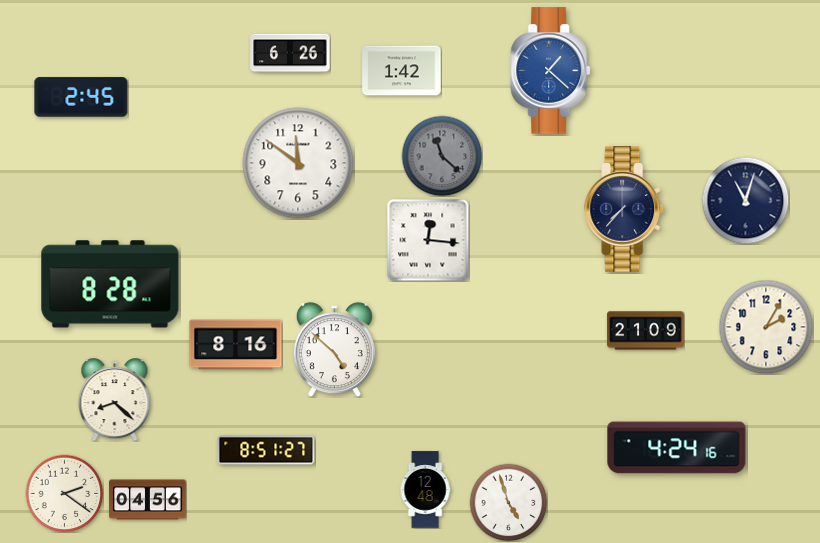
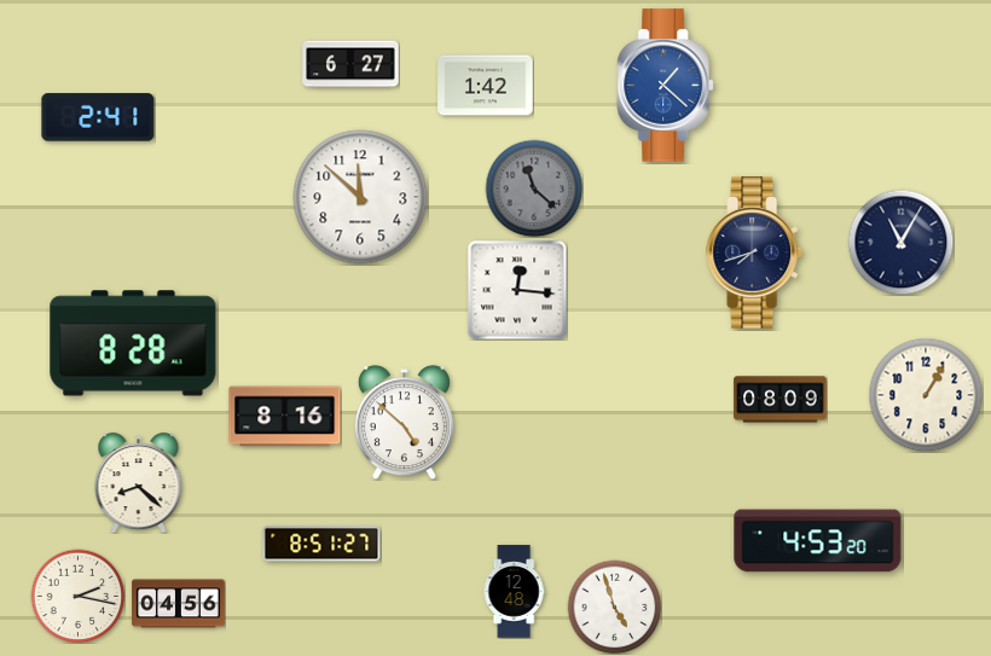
clock at (290, 53): 6:26 -> 6:27
clock at (81, 97): 2:45 -> 2:41
clock at (298, 163): 11:51 -> 11:52
clock at (745, 200): 11:03 -> 11:05
clock at (625, 209): 7:37 -> 7:42
clock at (766, 327): 2:05 -> 1:05
clock at (646, 331): 21:09 -> 08:09
clock at (677, 448): 4:24 -> 4:53
clock at (64, 493): 2:21 -> 2:17
